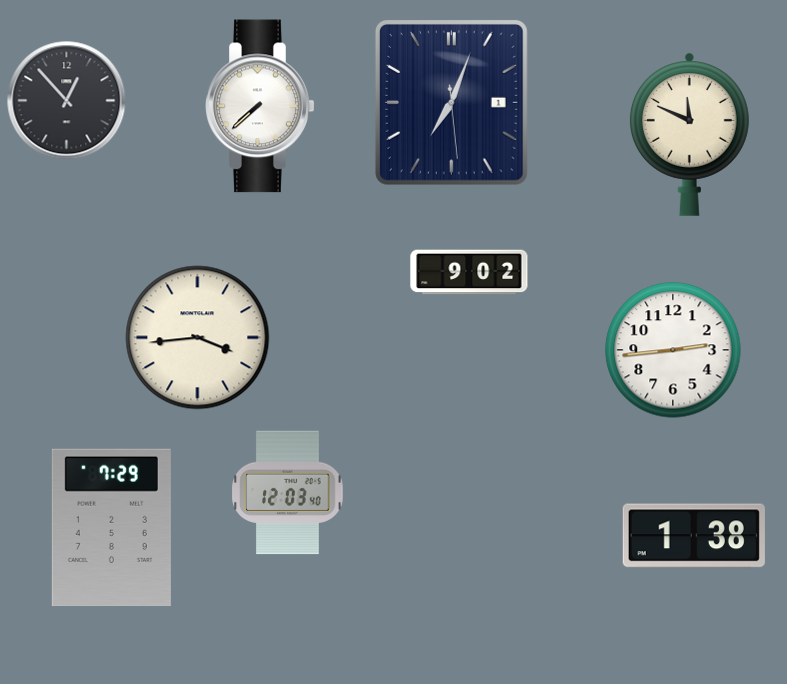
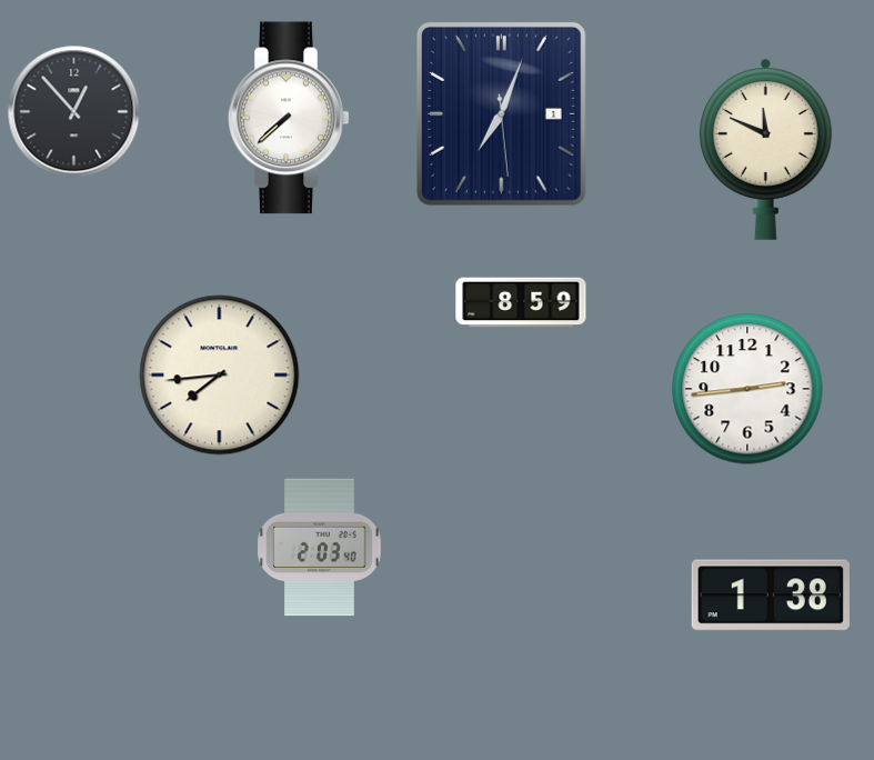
clock at (469, 272): 9:02 -> 8:59
clock at (198, 338): 3:44 -> 7:44
clock at (288, 493): 12:03 -> 2:03
clock at (111, 528): 7:29 -> none
